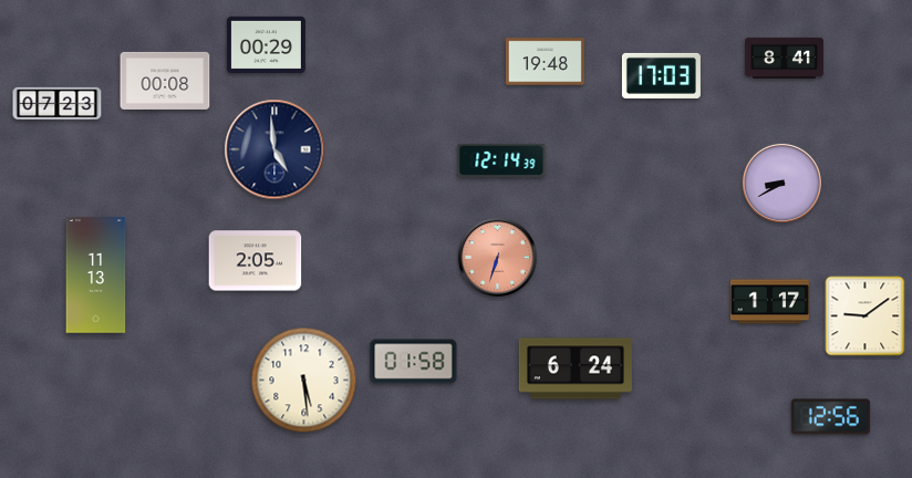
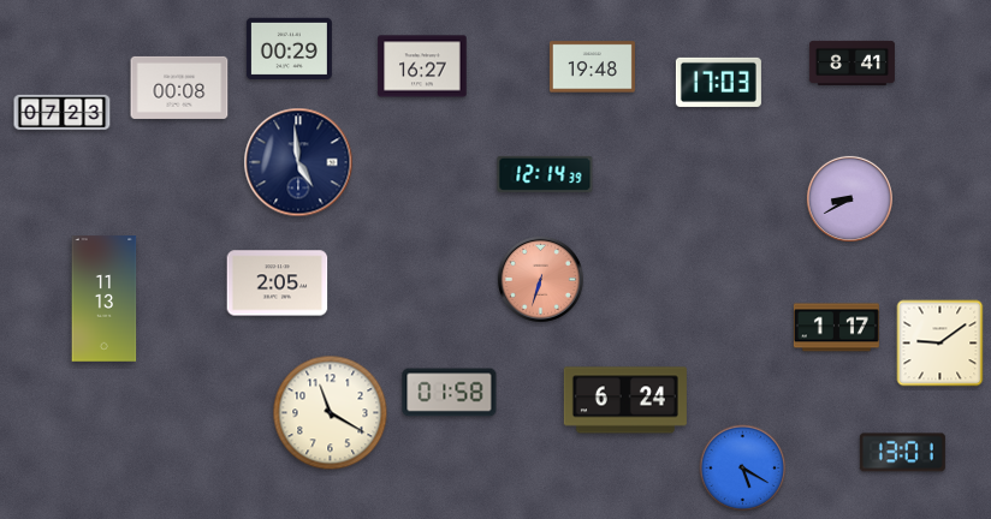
clock at (422, 66): none -> 16:27
clock at (304, 381): 5:29 -> 11:20
clock at (830, 417): 12:56 -> 13:01
clock at (743, 469): none -> 5:20
